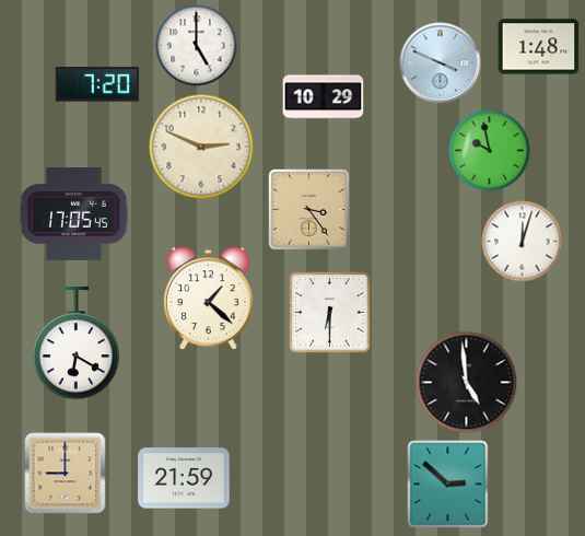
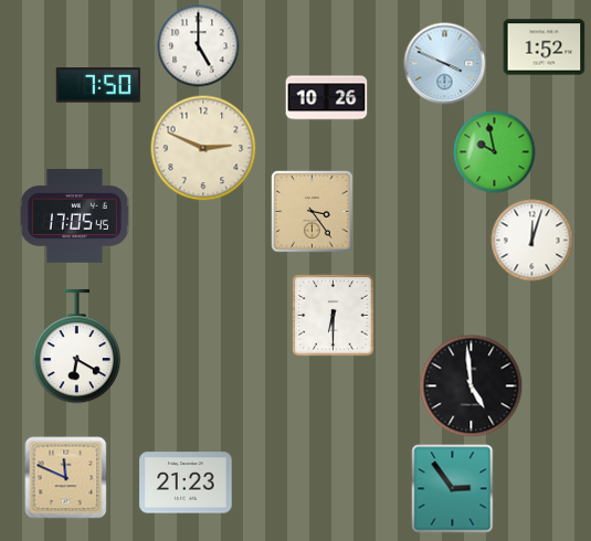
clock at (539, 47): 1:48 -> 1:52
clock at (97, 84): 7:20 -> 7:50
clock at (324, 97): 10:29 -> 10:26
clock at (523, 242) position: (523, 242) -> (532, 241)
clock at (208, 299): 1:22 -> none
clock at (66, 474): 9:00 -> 11:49
clock at (184, 478): 21:59 -> 21:23
clock at (448, 485): 2:52 -> 2:54
